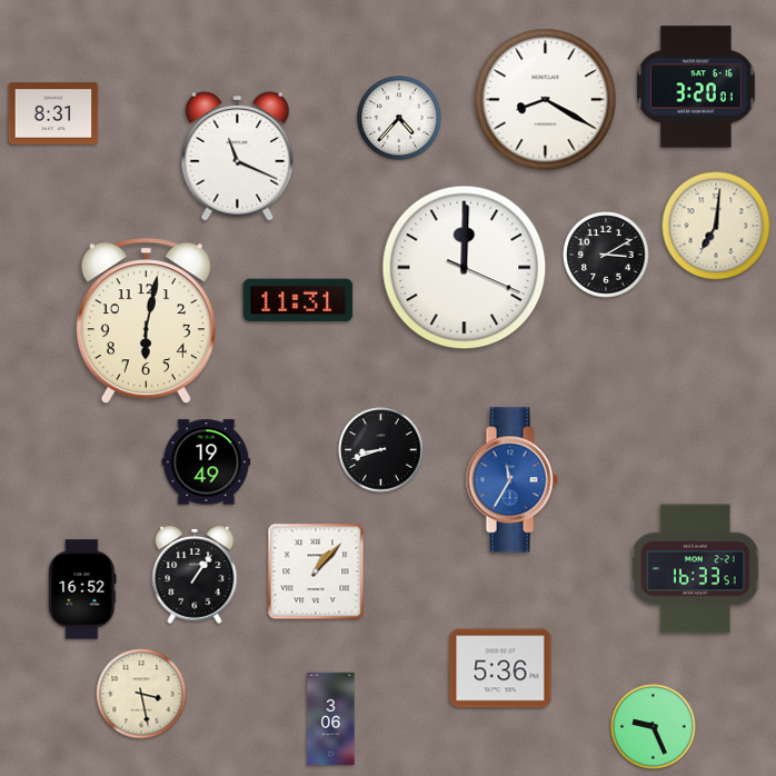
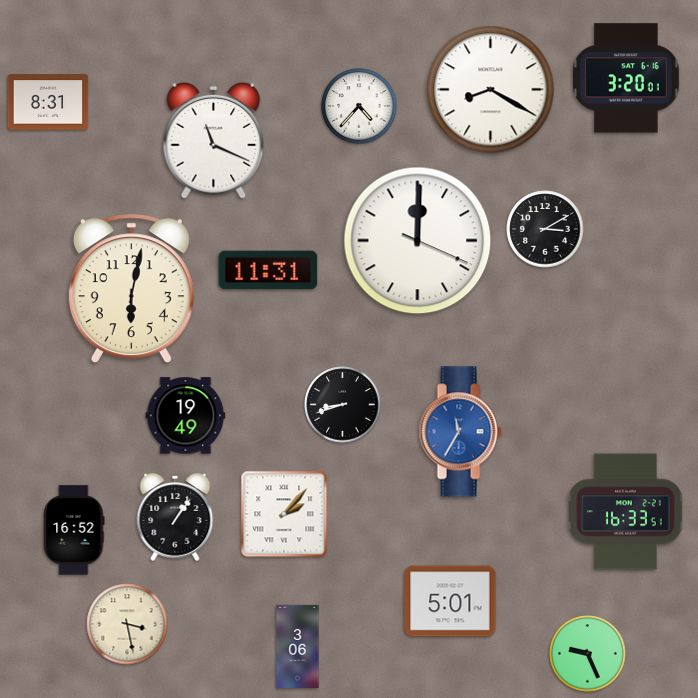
clock at (716, 226): 7:01 -> none
clock at (316, 571): 1:07 -> 2:07
clock at (500, 668): 5:36 -> 5:01
